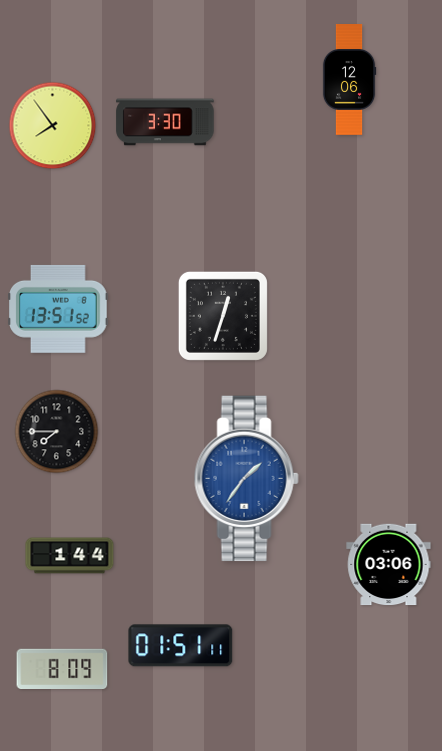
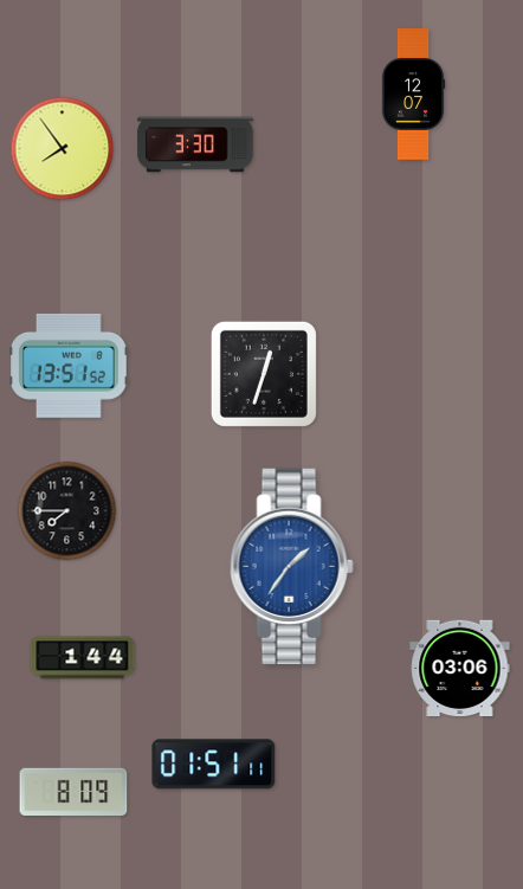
clock at (349, 80): 12:06 -> 12:07
